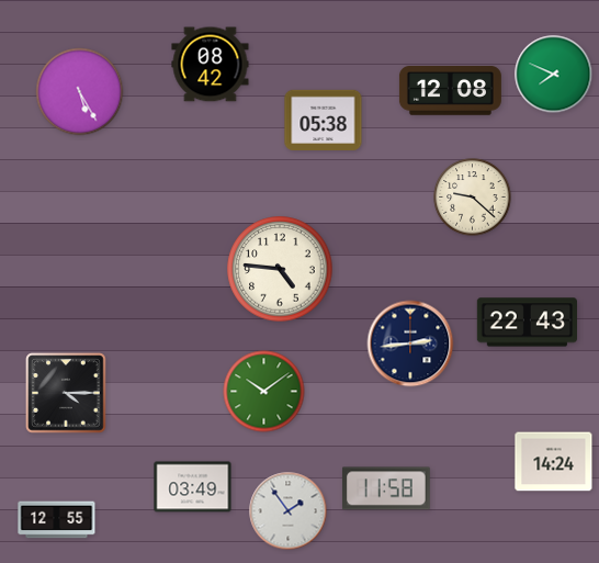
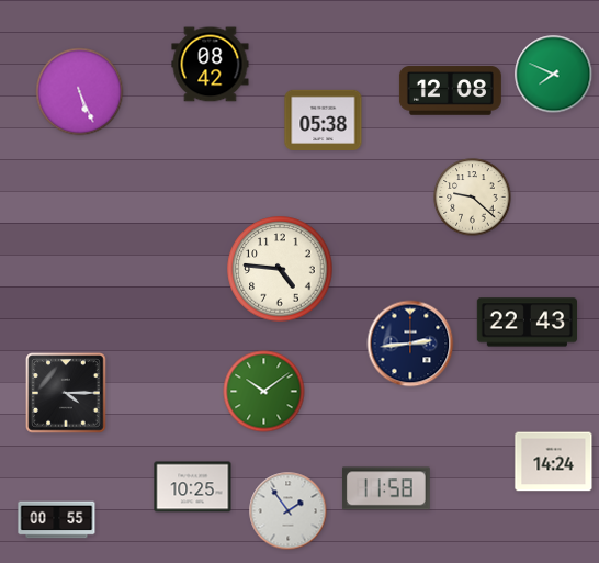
clock at (80, 92): 5:25 -> 5:26
clock at (193, 487): 03:49 -> 10:25
clock at (57, 520): 12:55 -> 00:55
